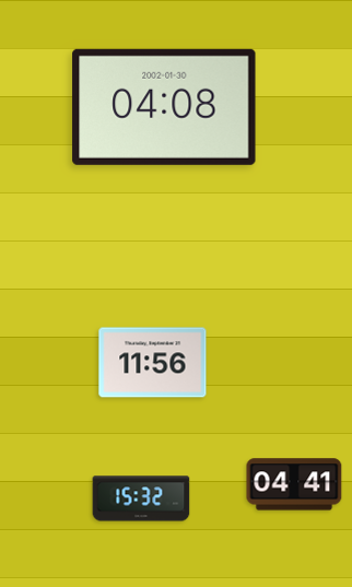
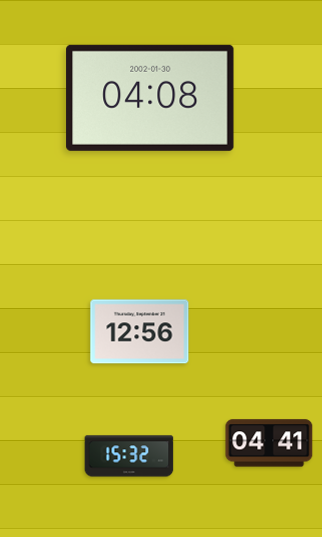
clock at (153, 363): 11:56 -> 12:56
